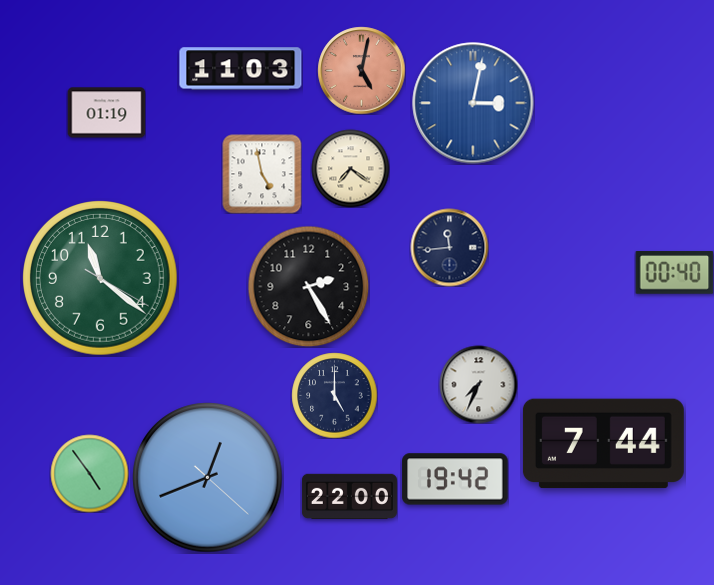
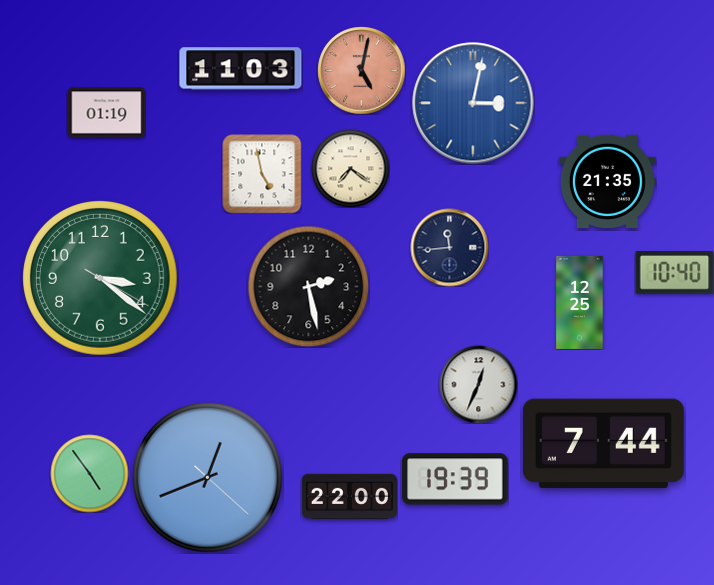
clock at (607, 182): none -> 21:35
clock at (674, 273): 00:40 -> 10:40
clock at (101, 279): 11:21 -> 3:21
clock at (308, 286): 2:25 -> 2:28
clock at (580, 302): none -> 12:25
clock at (478, 384): 7:34 -> 12:34
clock at (334, 395): 5:00 -> none
clock at (455, 479): 19:42 -> 19:39
